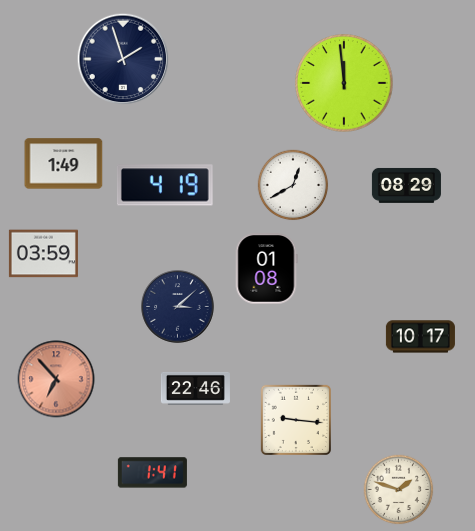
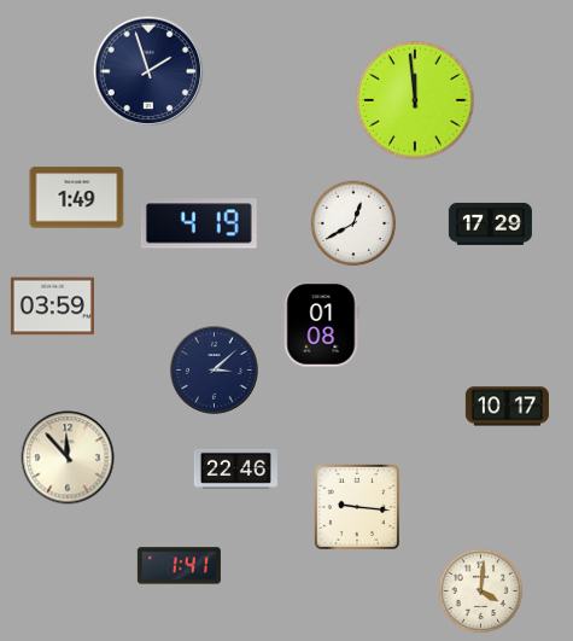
clock at (406, 185): 08:29 -> 17:29
clock at (56, 379): 6:53 -> 11:53
clock at (56, 379) dial: salmon -> cream
clock at (152, 473) position: (152, 473) -> (179, 566)
clock at (399, 490): 1:48 -> 4:01
